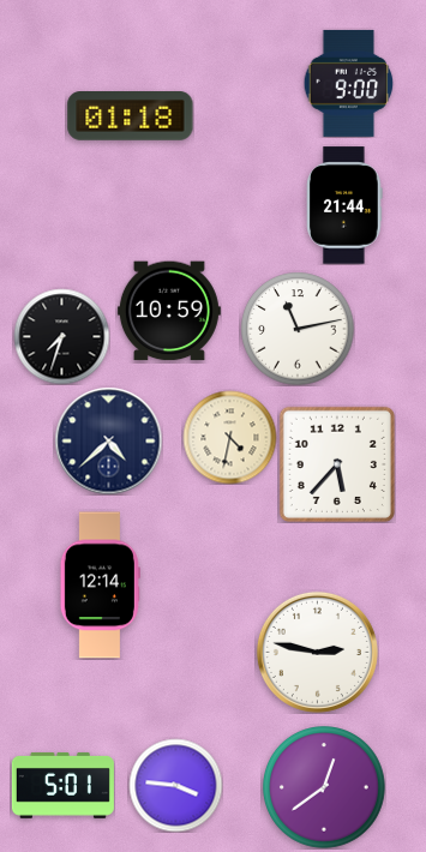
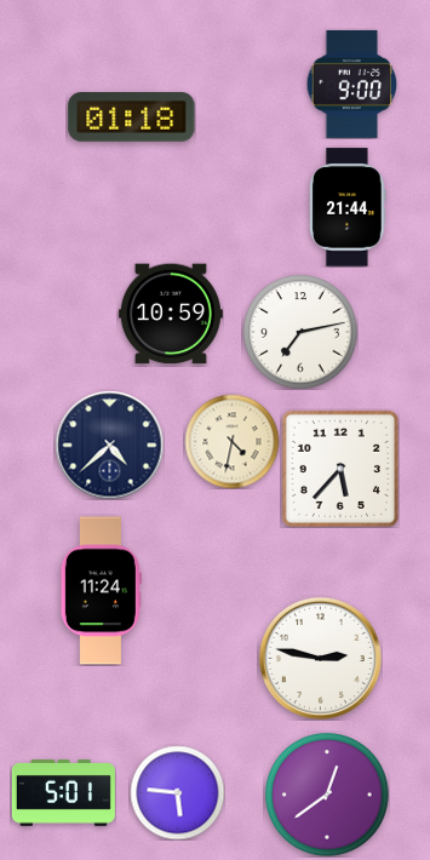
clock at (298, 329): 11:13 -> 7:13
clock at (61, 336): 7:33 -> none
clock at (100, 586): 12:14 -> 11:24
clock at (175, 785): 3:46 -> 5:46
